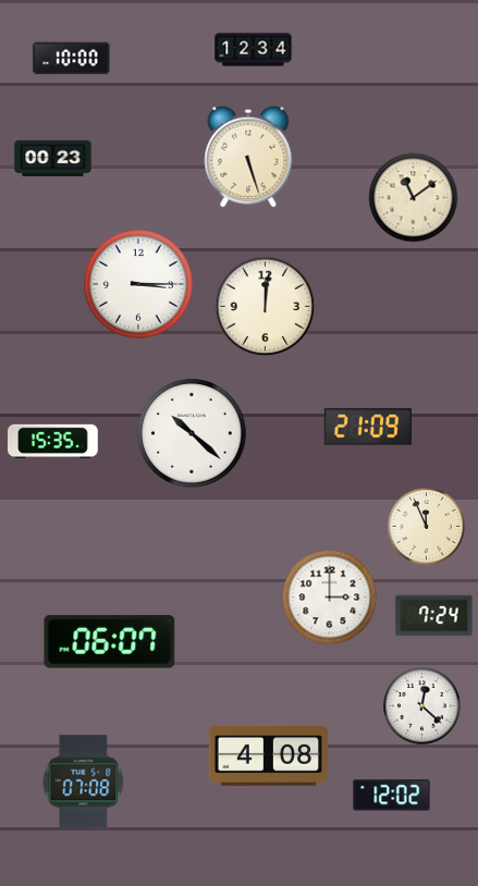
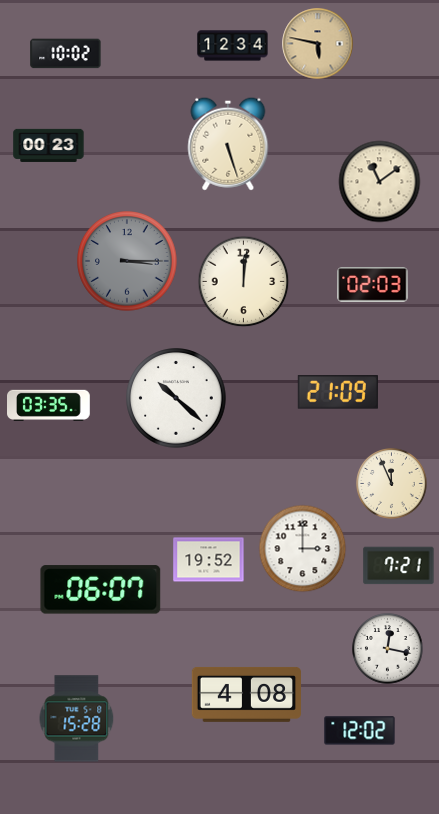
clock at (318, 44): none -> 5:47
clock at (72, 59): 10:00 -> 10:02
clock at (138, 284) dial: white -> grey
clock at (373, 285): none -> 02:03
clock at (53, 441): 15:35 -> 03:35
clock at (209, 560): none -> 19:52
clock at (434, 616): 7:24 -> 7:21
clock at (422, 706): 12:22 -> 12:17
clock at (84, 783): 07:08 -> 15:28
